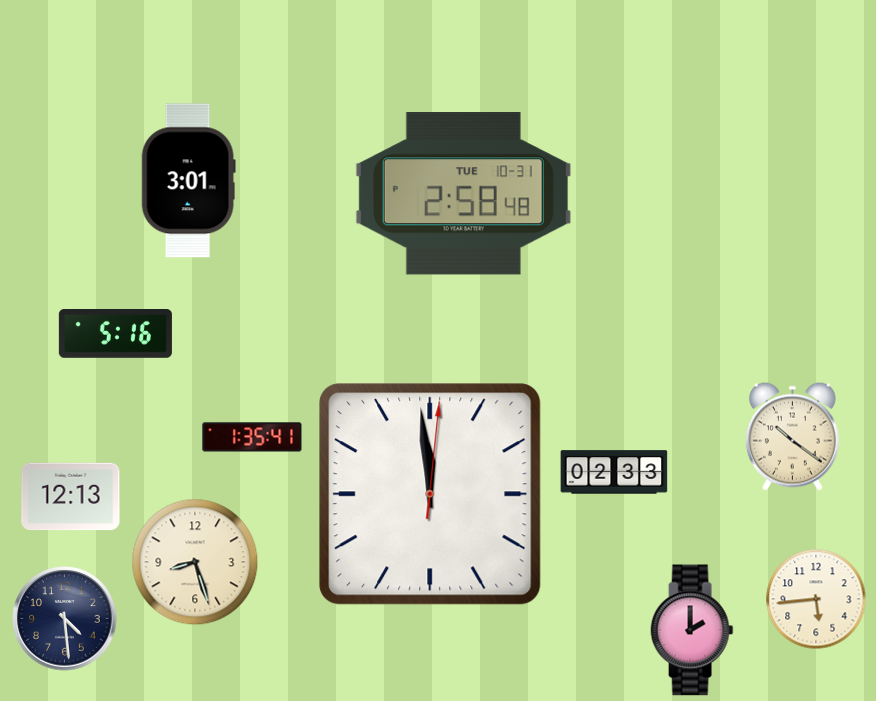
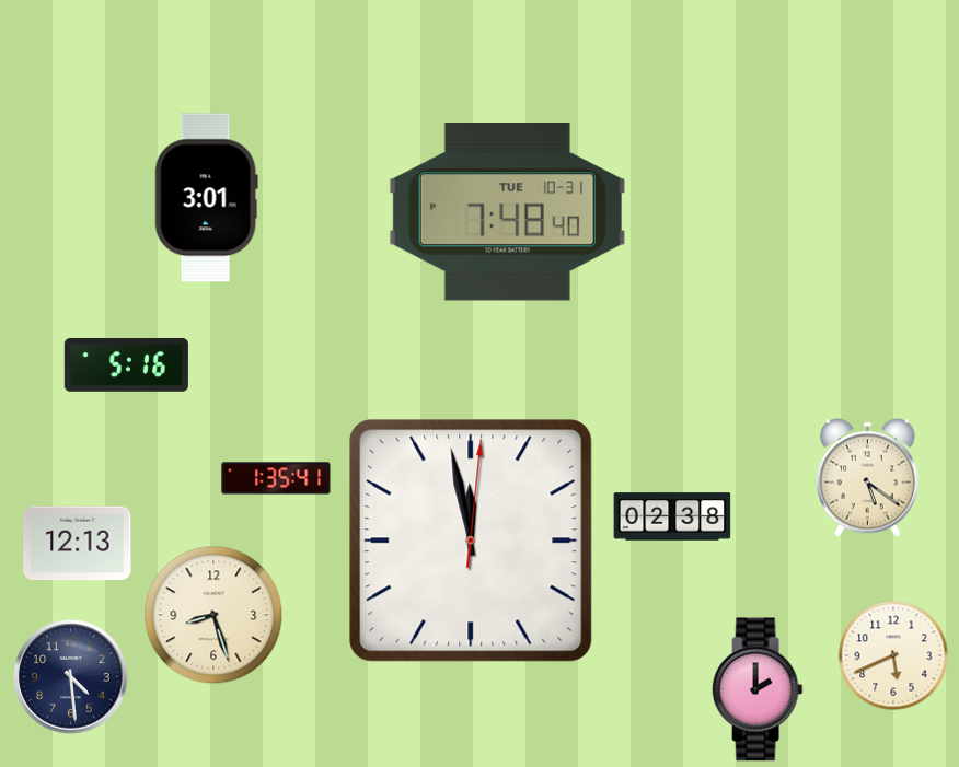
clock at (463, 194): 2:58 -> 7:48
clock at (792, 436): 10:21 -> 5:21
clock at (614, 472): 02:33 -> 02:38
clock at (430, 494): 11:59 -> 11:58
clock at (816, 599): 5:44 -> 5:41
